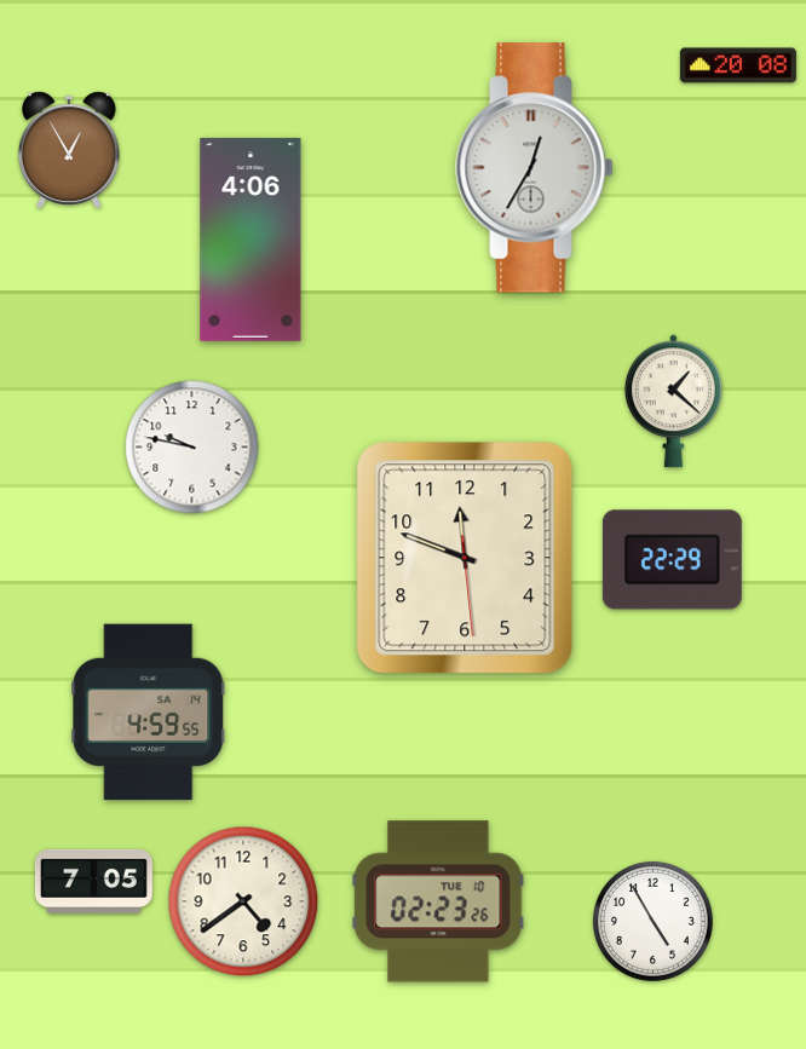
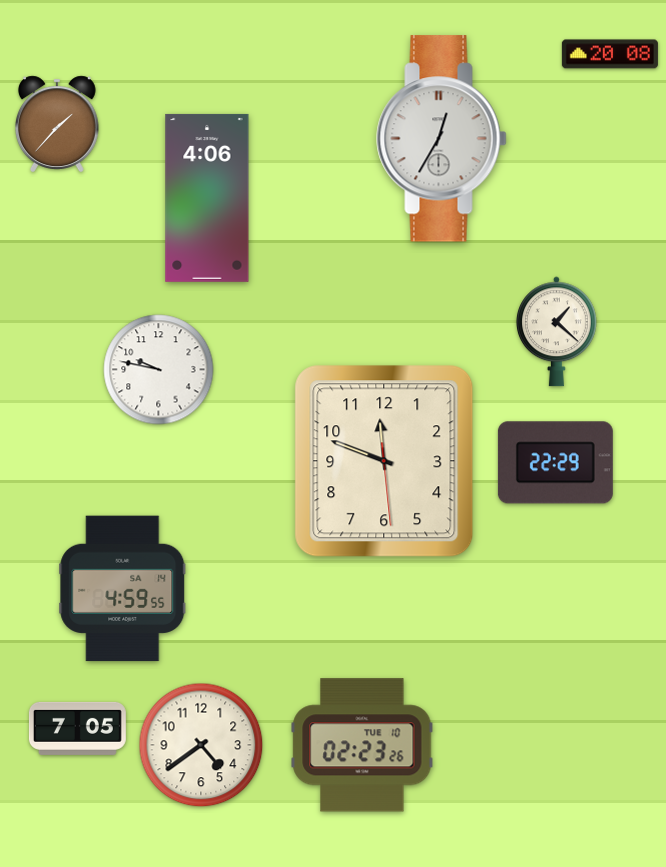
clock at (69, 150): 12:55 -> 1:37
clock at (652, 921): 4:55 -> none
